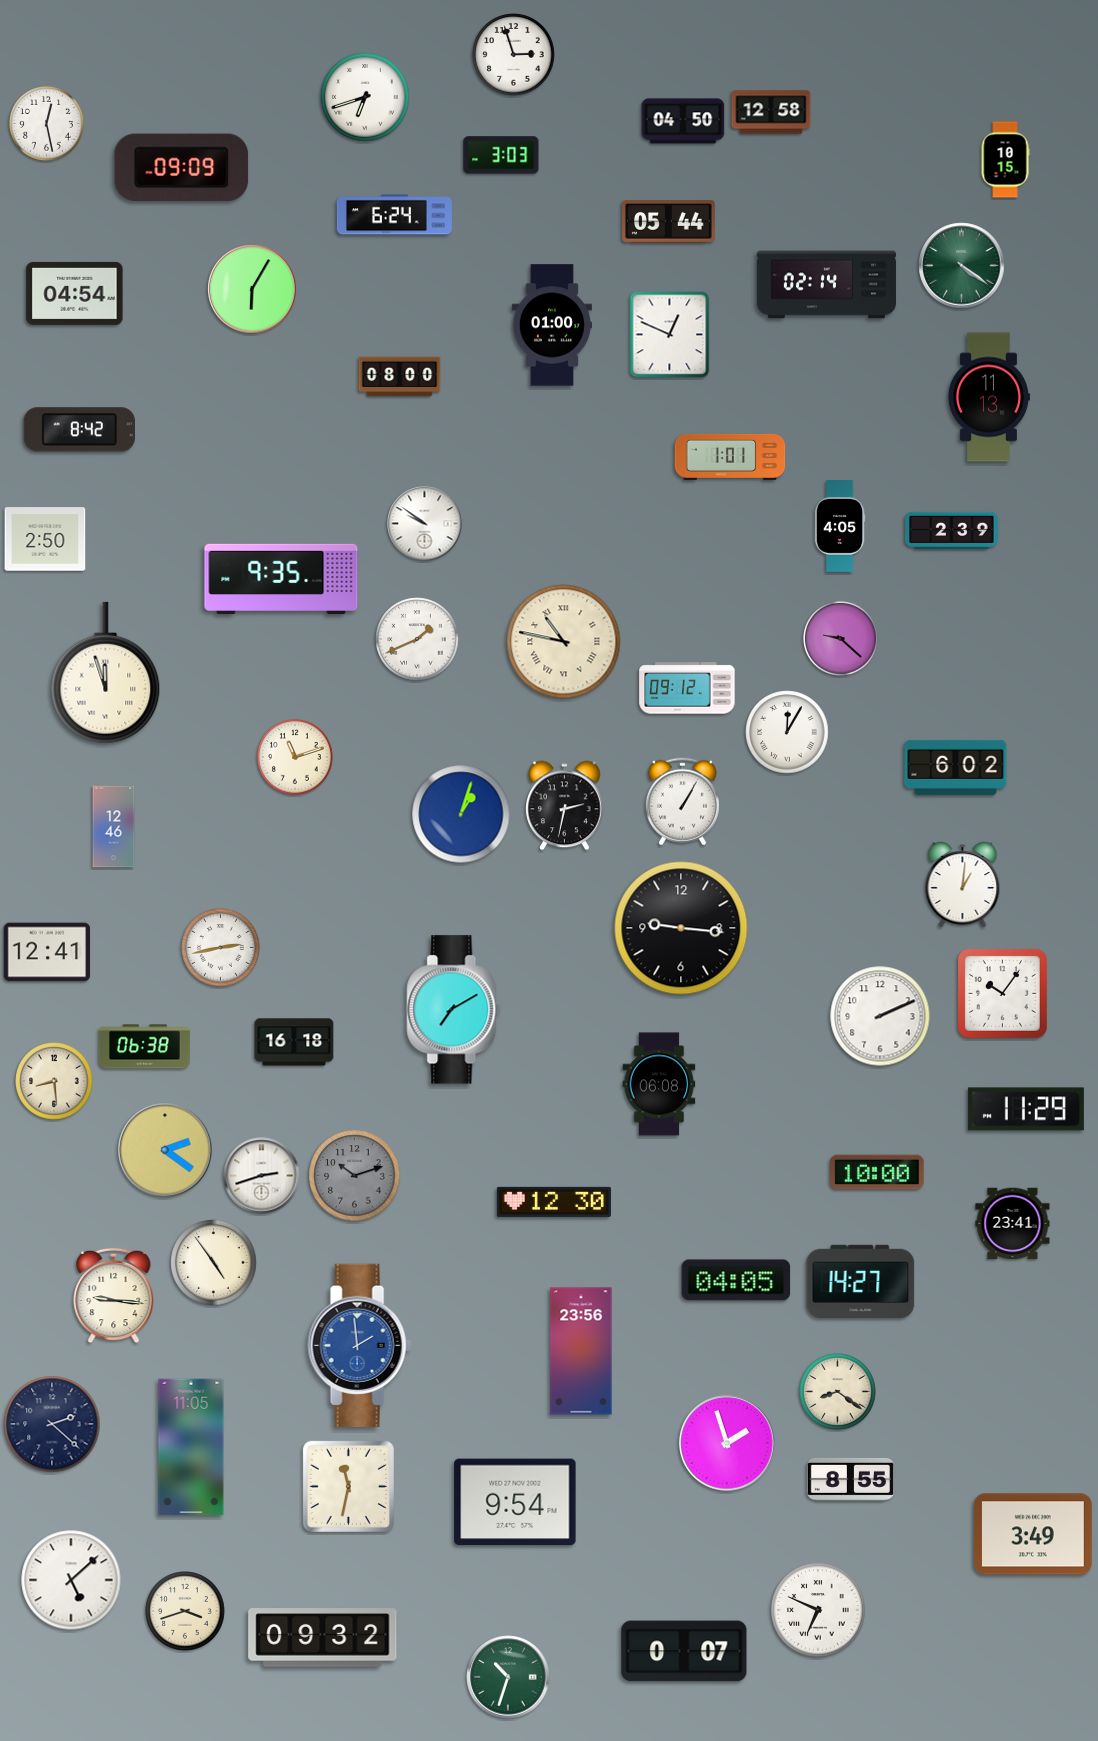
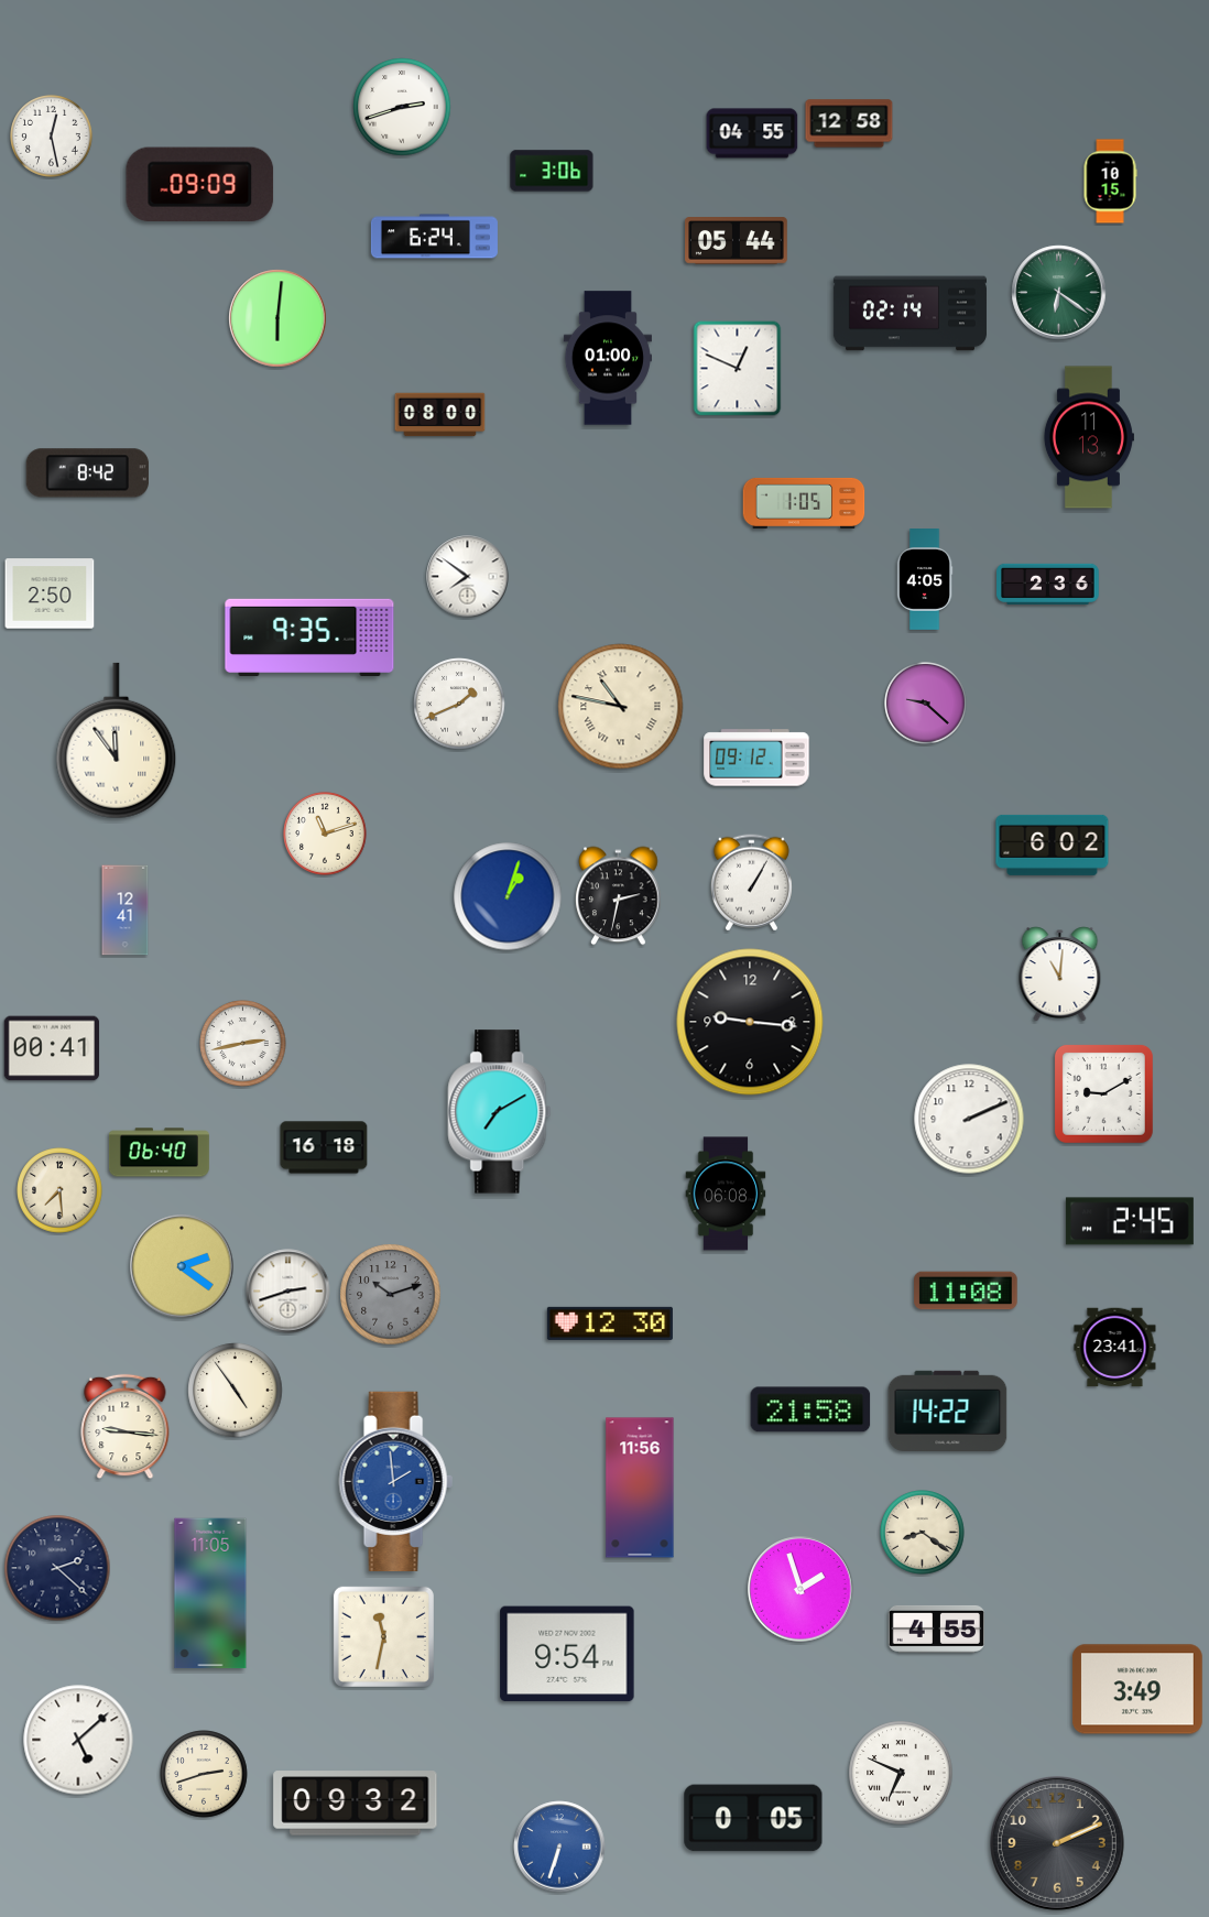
clock at (514, 55): 2:57 -> none
clock at (365, 97): 6:42 -> 2:42
clock at (683, 121): 04:50 -> 04:55
clock at (501, 155): 3:03 -> 3:06
clock at (1005, 160) position: (1005, 160) -> (1110, 182)
clock at (669, 222) position: (669, 222) -> (737, 241)
clock at (962, 266): 4:21 -> 6:21
clock at (252, 289): 6:05 -> 6:01
clock at (75, 293): 04:54 -> none
clock at (730, 457): 1:01 -> 1:05
clock at (425, 524): 9:51 -> 7:51
clock at (952, 530): 2:39 -> 2:36
clock at (106, 673): 11:57 -> 11:54
clock at (787, 732): 12:05 -> none
clock at (565, 806) position: (565, 806) -> (619, 896)
clock at (114, 827): 12:46 -> 12:41
clock at (963, 885): 1:01 -> 11:01
clock at (47, 952): 12:41 -> 00:41
clock at (1002, 993): 10:06 -> 9:10
clock at (144, 1047): 06:38 -> 06:40
clock at (54, 1081): 8:29 -> 7:29
clock at (1026, 1109): 11:29 -> 2:45
clock at (877, 1172): 10:00 -> 11:08
clock at (262, 1176) position: (262, 1176) -> (288, 1292)
clock at (736, 1280): 04:05 -> 21:58
clock at (861, 1281): 14:27 -> 14:22
clock at (581, 1351): 23:56 -> 11:56
clock at (850, 1479): 8:55 -> 4:55
clock at (185, 1611): 3:42 -> 2:42
clock at (684, 1651): 0:07 -> 0:05
clock at (1057, 1843): none -> 2:11
clock at (508, 1677): 10:33 -> 6:33
clock at (508, 1677) dial: green -> blue
